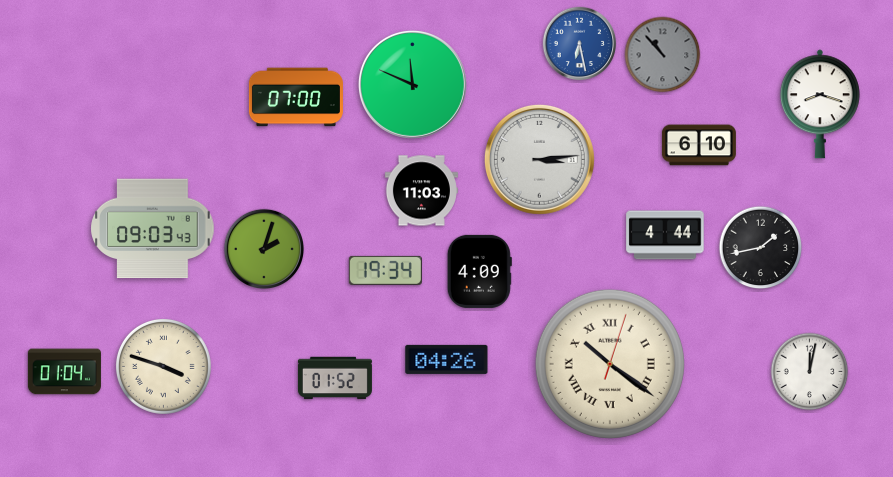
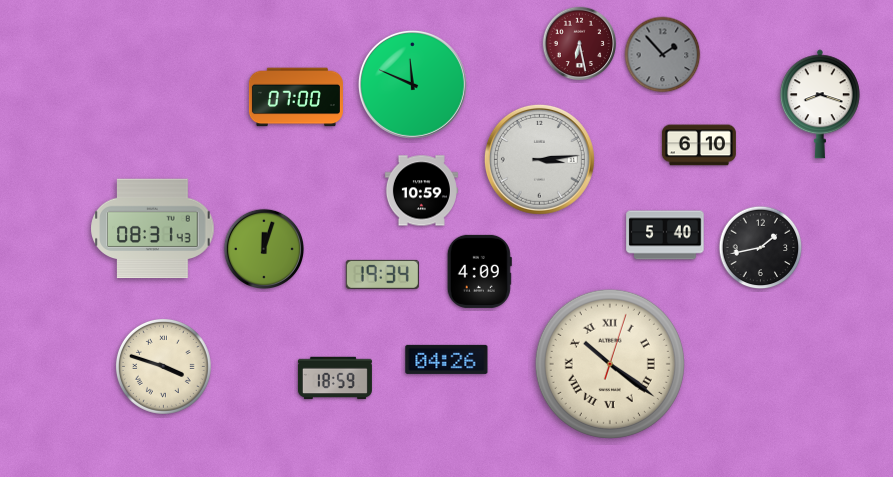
clock at (580, 44) dial: blue -> burgundy
clock at (663, 55): 10:53 -> 1:53
clock at (421, 191): 11:03 -> 10:59
clock at (153, 229): 09:03 -> 08:31
clock at (665, 235): 4:44 -> 5:40
clock at (263, 248): 2:03 -> 12:03
clock at (385, 270) position: (385, 270) -> (382, 274)
clock at (64, 372): 01:04 -> none
clock at (810, 372): 12:02 -> none
clock at (335, 378): 01:52 -> 18:59
